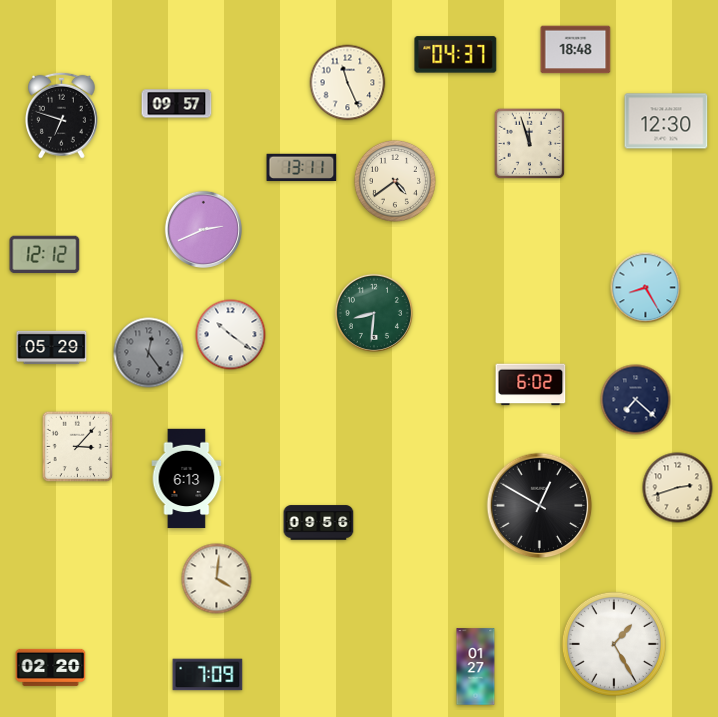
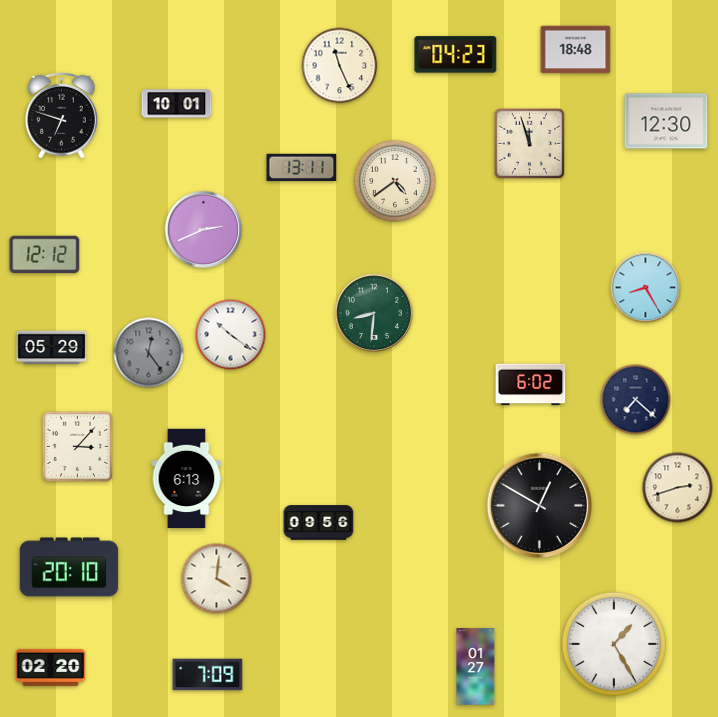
clock at (456, 55): 04:37 -> 04:23
clock at (348, 83) position: (348, 83) -> (340, 66)
clock at (177, 104): 09:57 -> 10:01
clock at (69, 567): none -> 20:10
